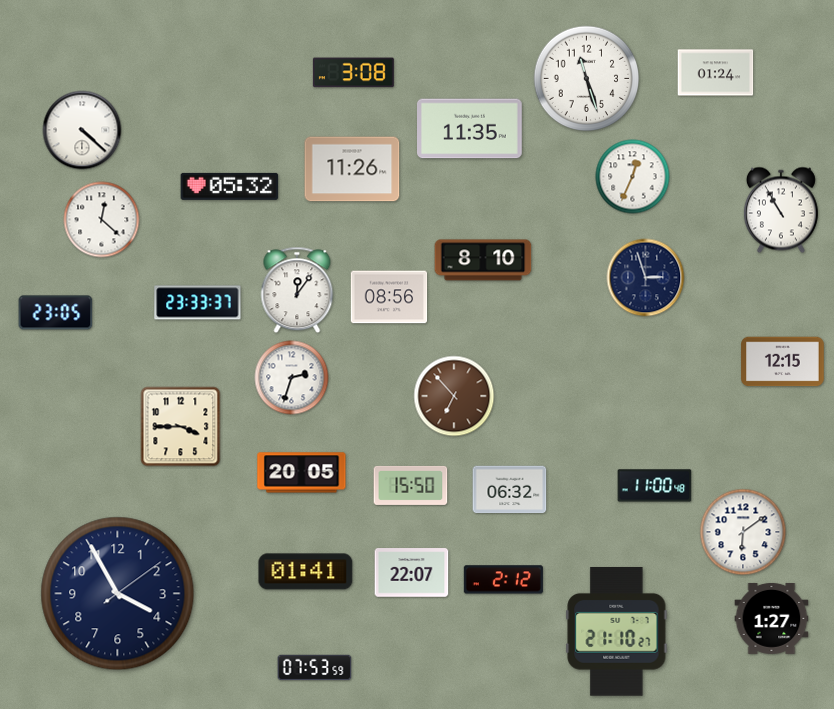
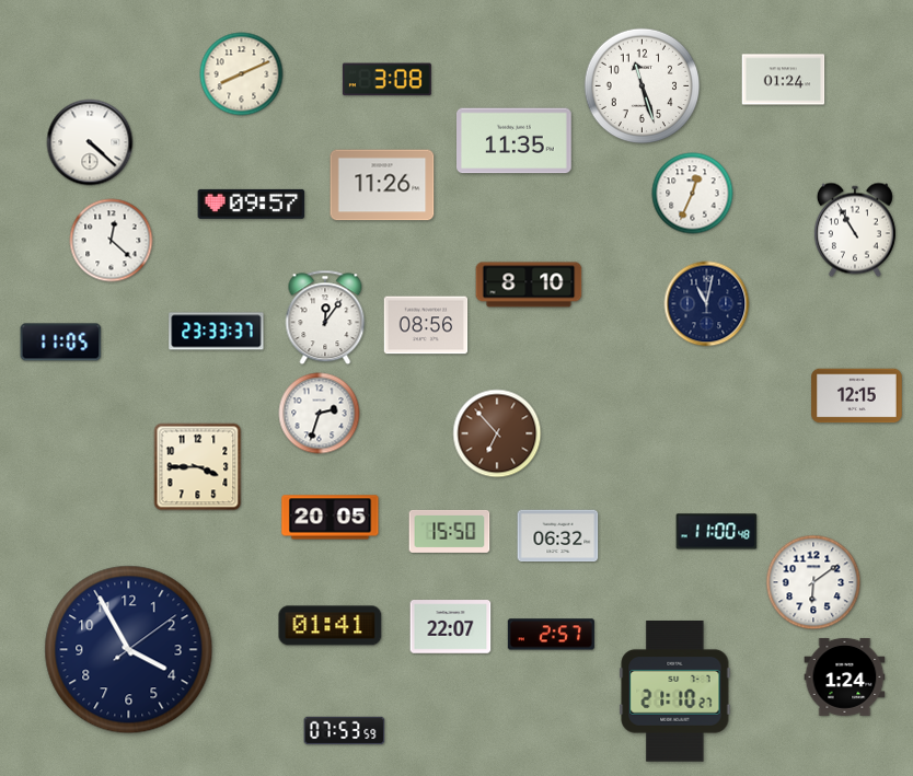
clock at (242, 74): none -> 8:11
clock at (352, 169) position: (352, 169) -> (382, 185)
clock at (230, 186): 05:32 -> 09:57
clock at (646, 278): 2:57 -> 11:02
clock at (56, 313): 23:05 -> 11:05
clock at (306, 572) position: (306, 572) -> (331, 626)
clock at (503, 580): 2:12 -> 2:57
clock at (772, 618): 1:27 -> 1:24
